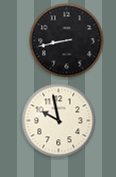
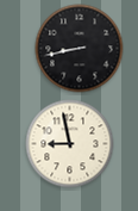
clock at (59, 121): 9:58 -> 8:58
